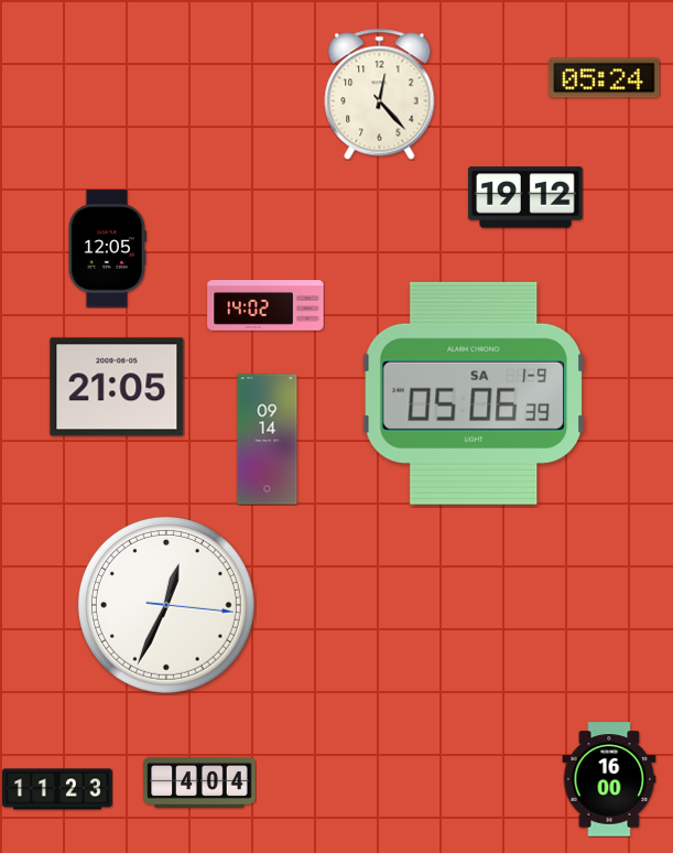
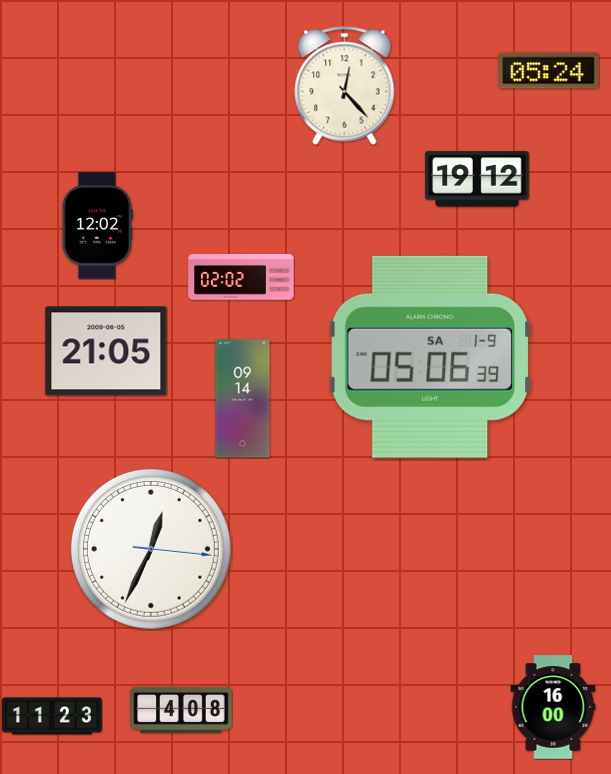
clock at (107, 249): 12:05 -> 12:02
clock at (265, 305): 14:02 -> 02:02
clock at (199, 782): 4:04 -> 4:08
